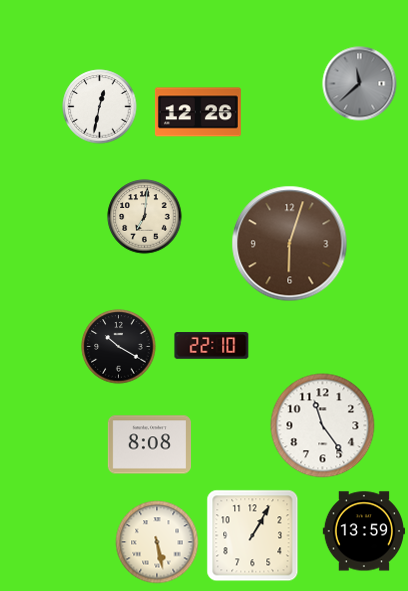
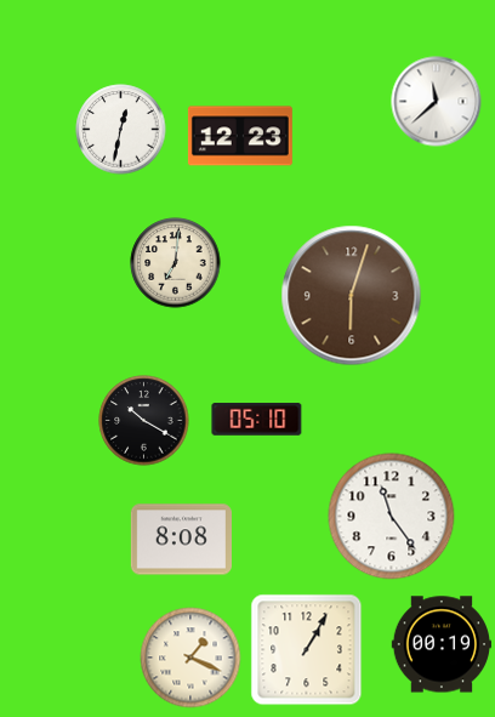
clock at (360, 84) dial: grey -> white
clock at (198, 112): 12:26 -> 12:23
clock at (212, 346): 22:10 -> 05:10
clock at (364, 531): 13:59 -> 00:19
clock at (157, 542): 5:28 -> 1:19
